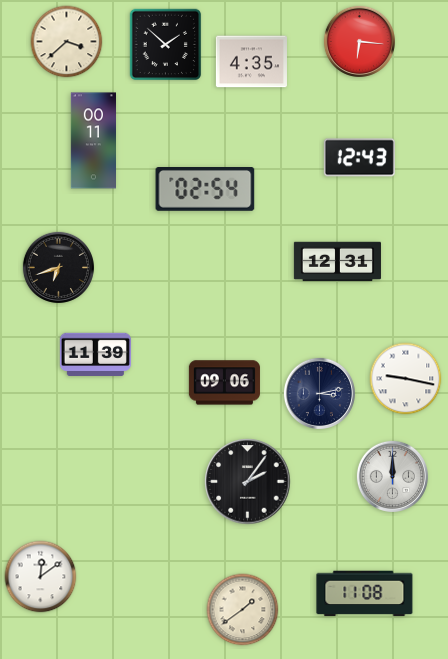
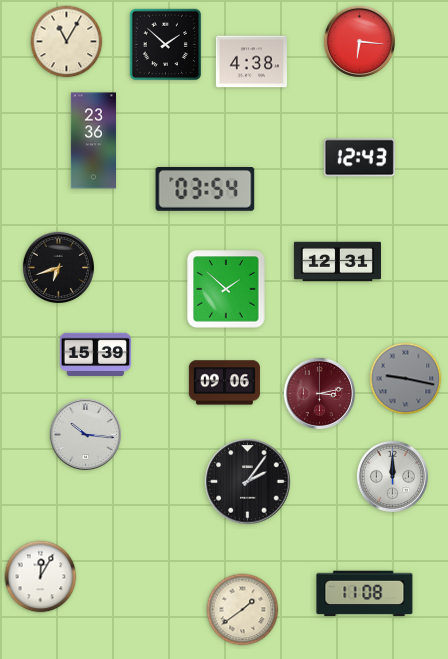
clock at (67, 42): 3:38 -> 11:05
clock at (251, 62): 4:35 -> 4:38
clock at (93, 141): 00:11 -> 23:36
clock at (205, 190): 02:54 -> 03:54
clock at (226, 289): none -> 1:52
clock at (95, 354): 11:39 -> 15:39
clock at (406, 379) dial: white -> grey
clock at (319, 393) dial: navy -> burgundy
clock at (85, 434): none -> 10:16
clock at (41, 577): 12:09 -> 12:05
